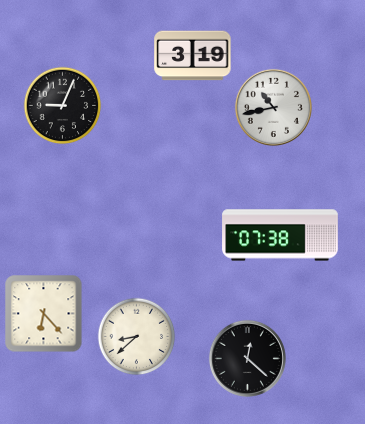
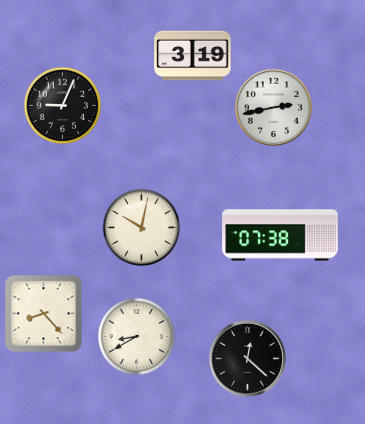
clock at (273, 107): 10:43 -> 2:43
clock at (141, 227): none -> 10:02
clock at (43, 313): 6:23 -> 8:23
clock at (136, 336): 8:38 -> 8:40
